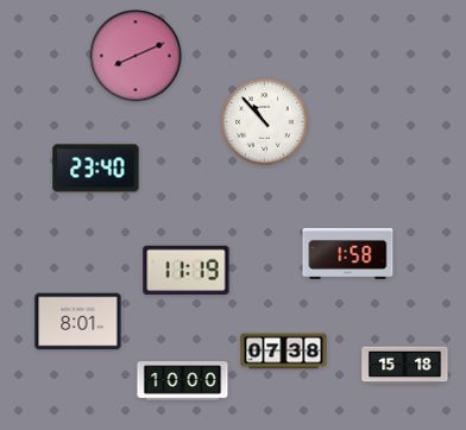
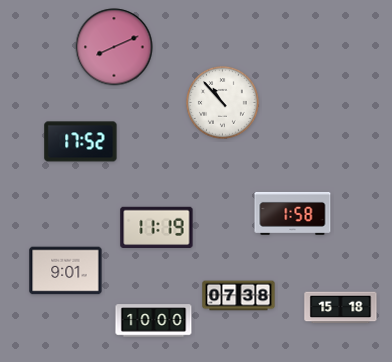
clock at (96, 169): 23:40 -> 17:52
clock at (78, 322): 8:01 -> 9:01
